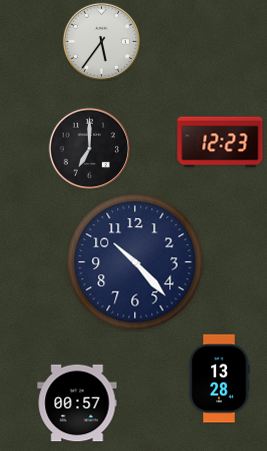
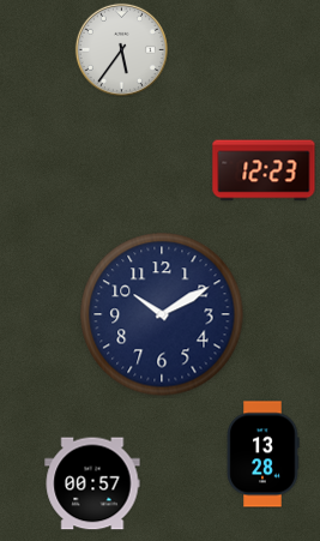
clock at (89, 148): 7:00 -> none
clock at (135, 262): 10:23 -> 10:10
